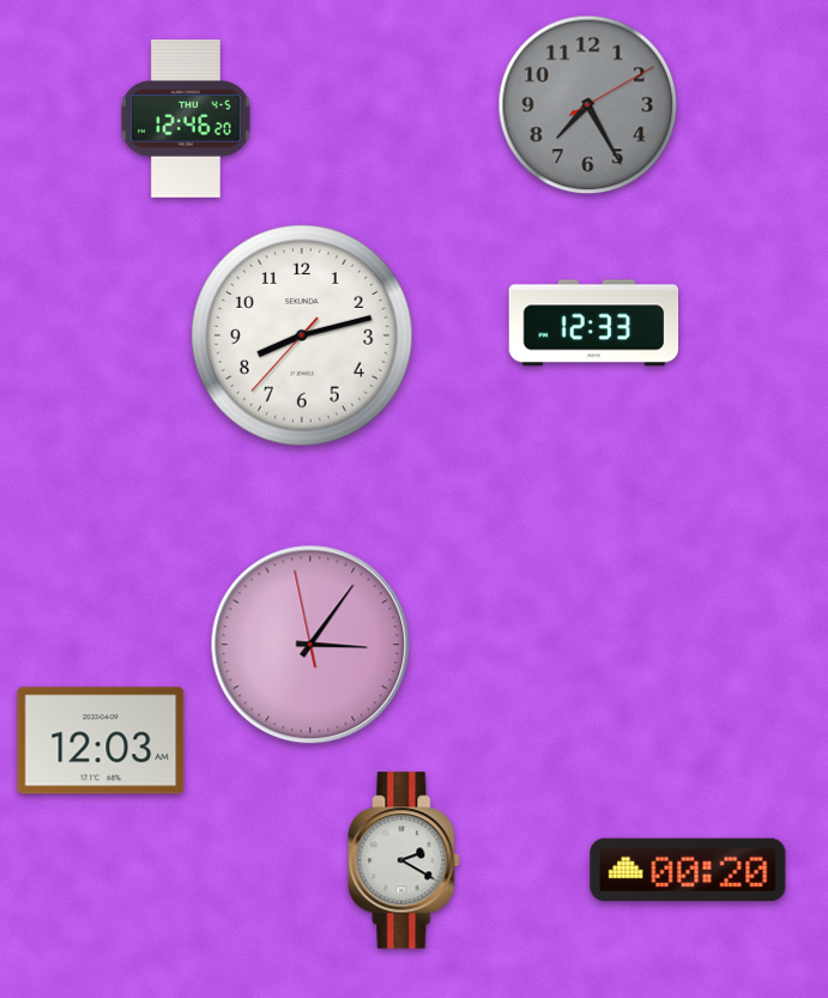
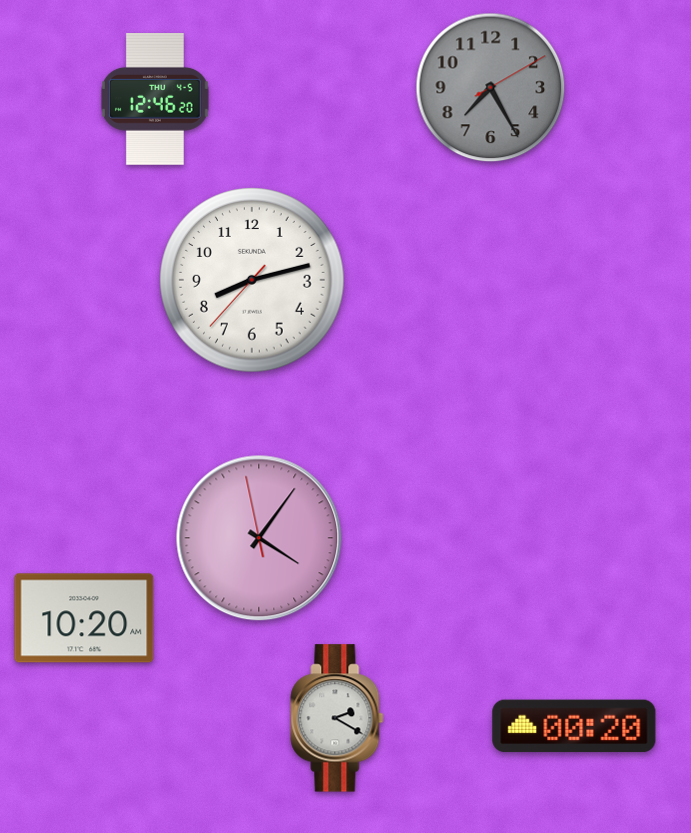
clock at (594, 323): 12:33 -> none
clock at (310, 645): 3:05 -> 4:05
clock at (101, 740): 12:03 -> 10:20
